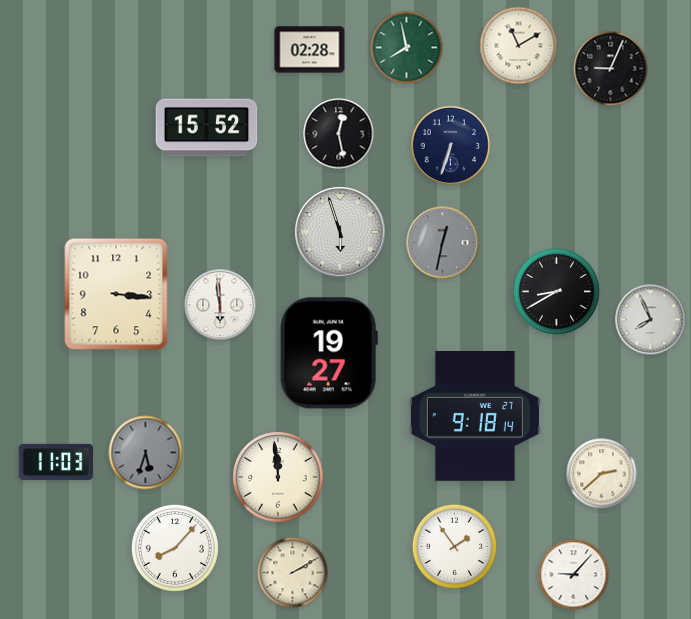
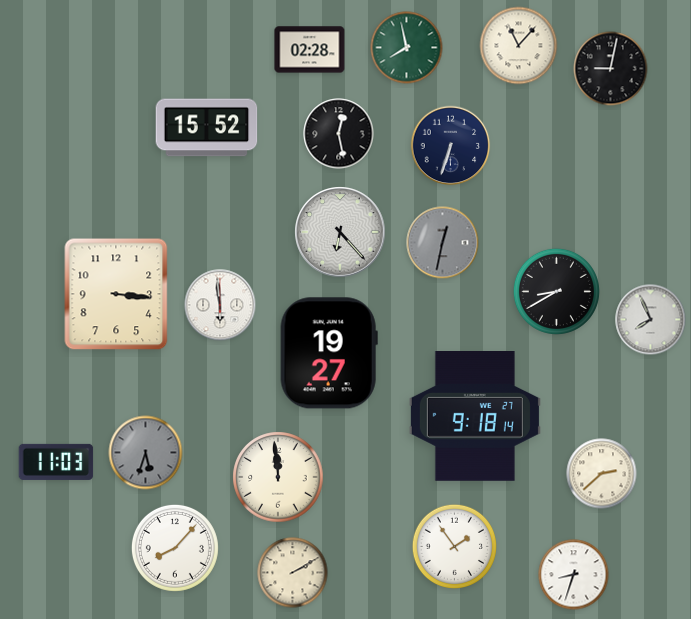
clock at (519, 46): 11:10 -> 11:07
clock at (611, 69): 9:04 -> 9:02
clock at (340, 232): 5:57 -> 6:23
clock at (574, 575): 9:07 -> 8:33
